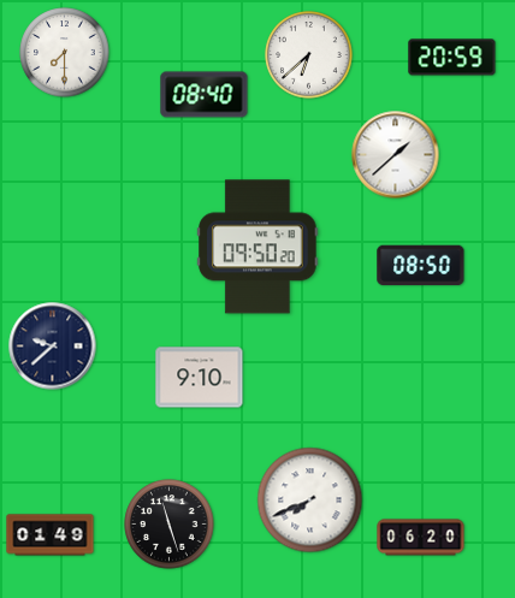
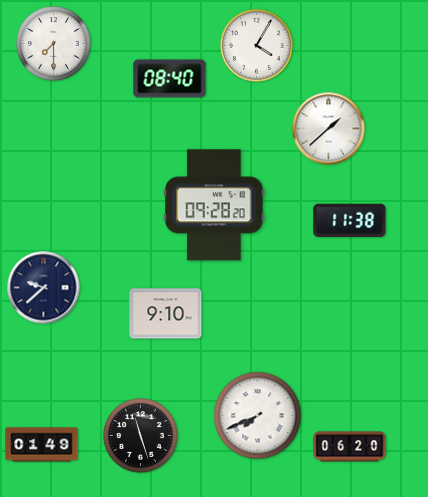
clock at (309, 55): 6:38 -> 4:05
clock at (452, 58): 20:59 -> none
clock at (257, 247): 09:50 -> 09:28
clock at (421, 266): 08:50 -> 11:38
